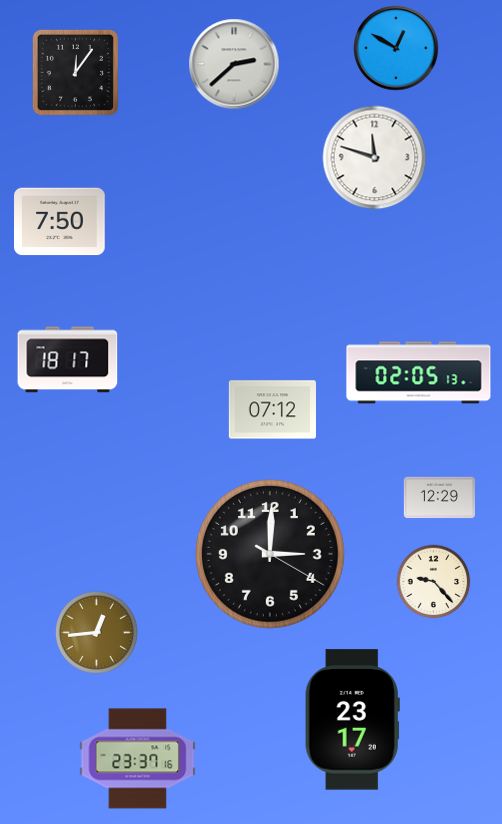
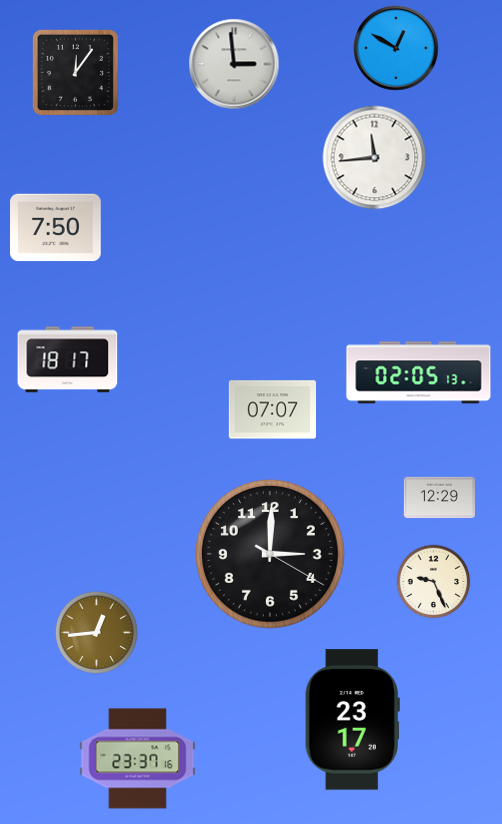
clock at (234, 64): 2:38 -> 2:59
clock at (375, 158): 11:48 -> 11:44
clock at (60, 222) position: (60, 222) -> (56, 228)
clock at (272, 410): 07:12 -> 07:07
clock at (434, 582): 9:23 -> 9:26
